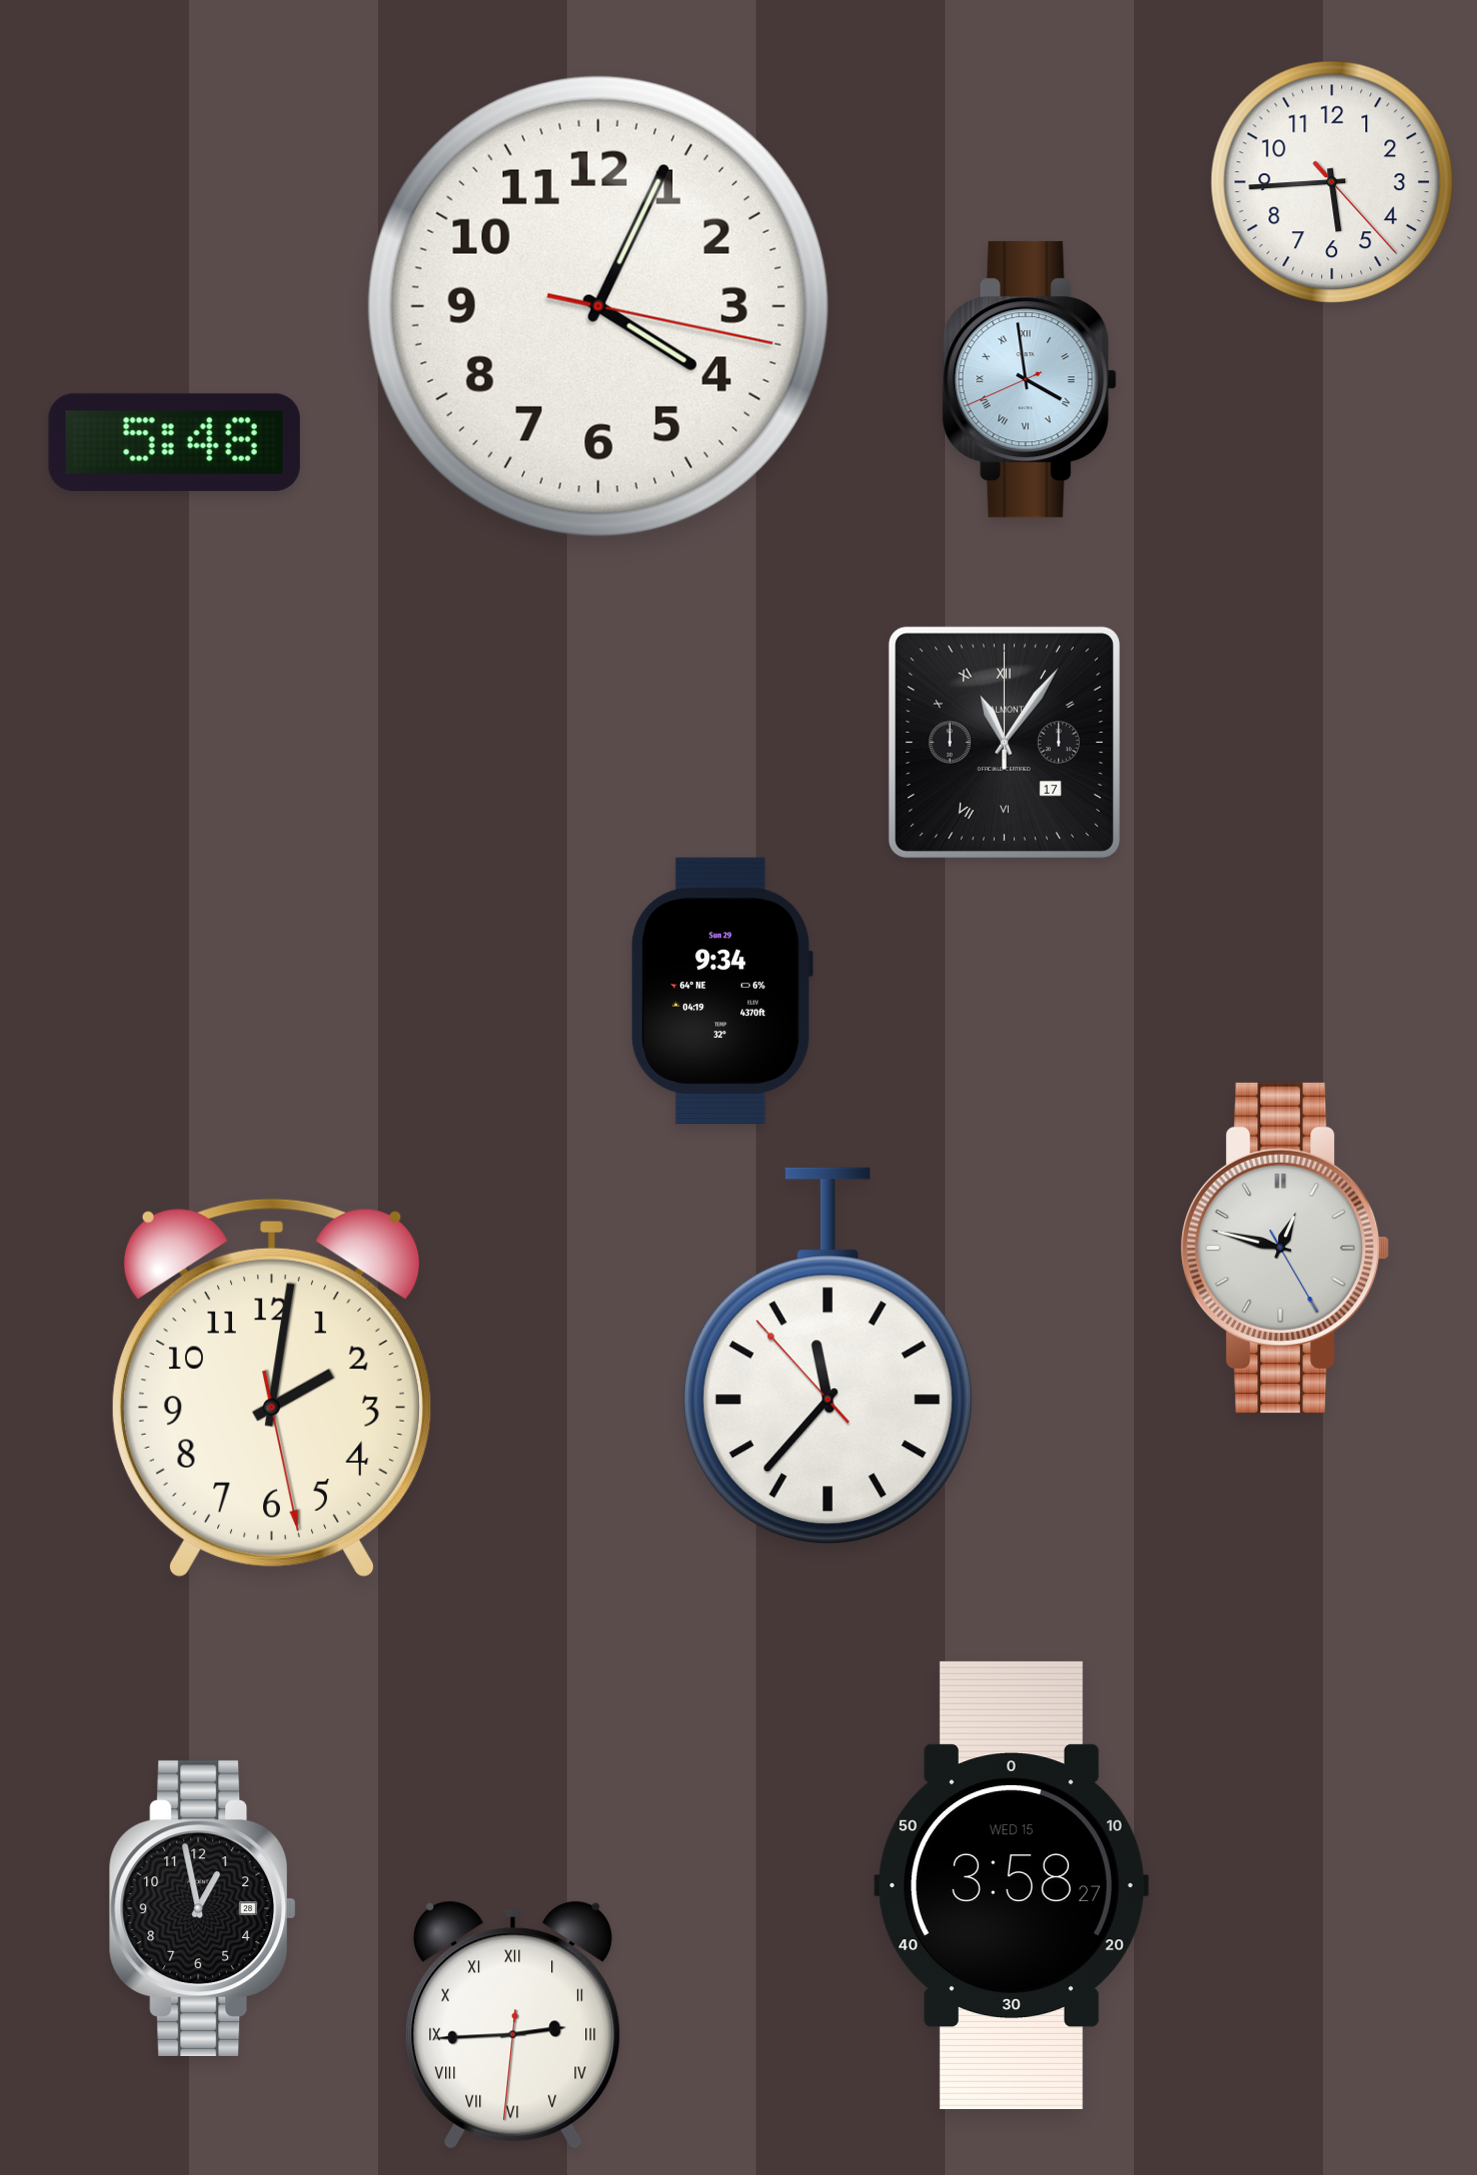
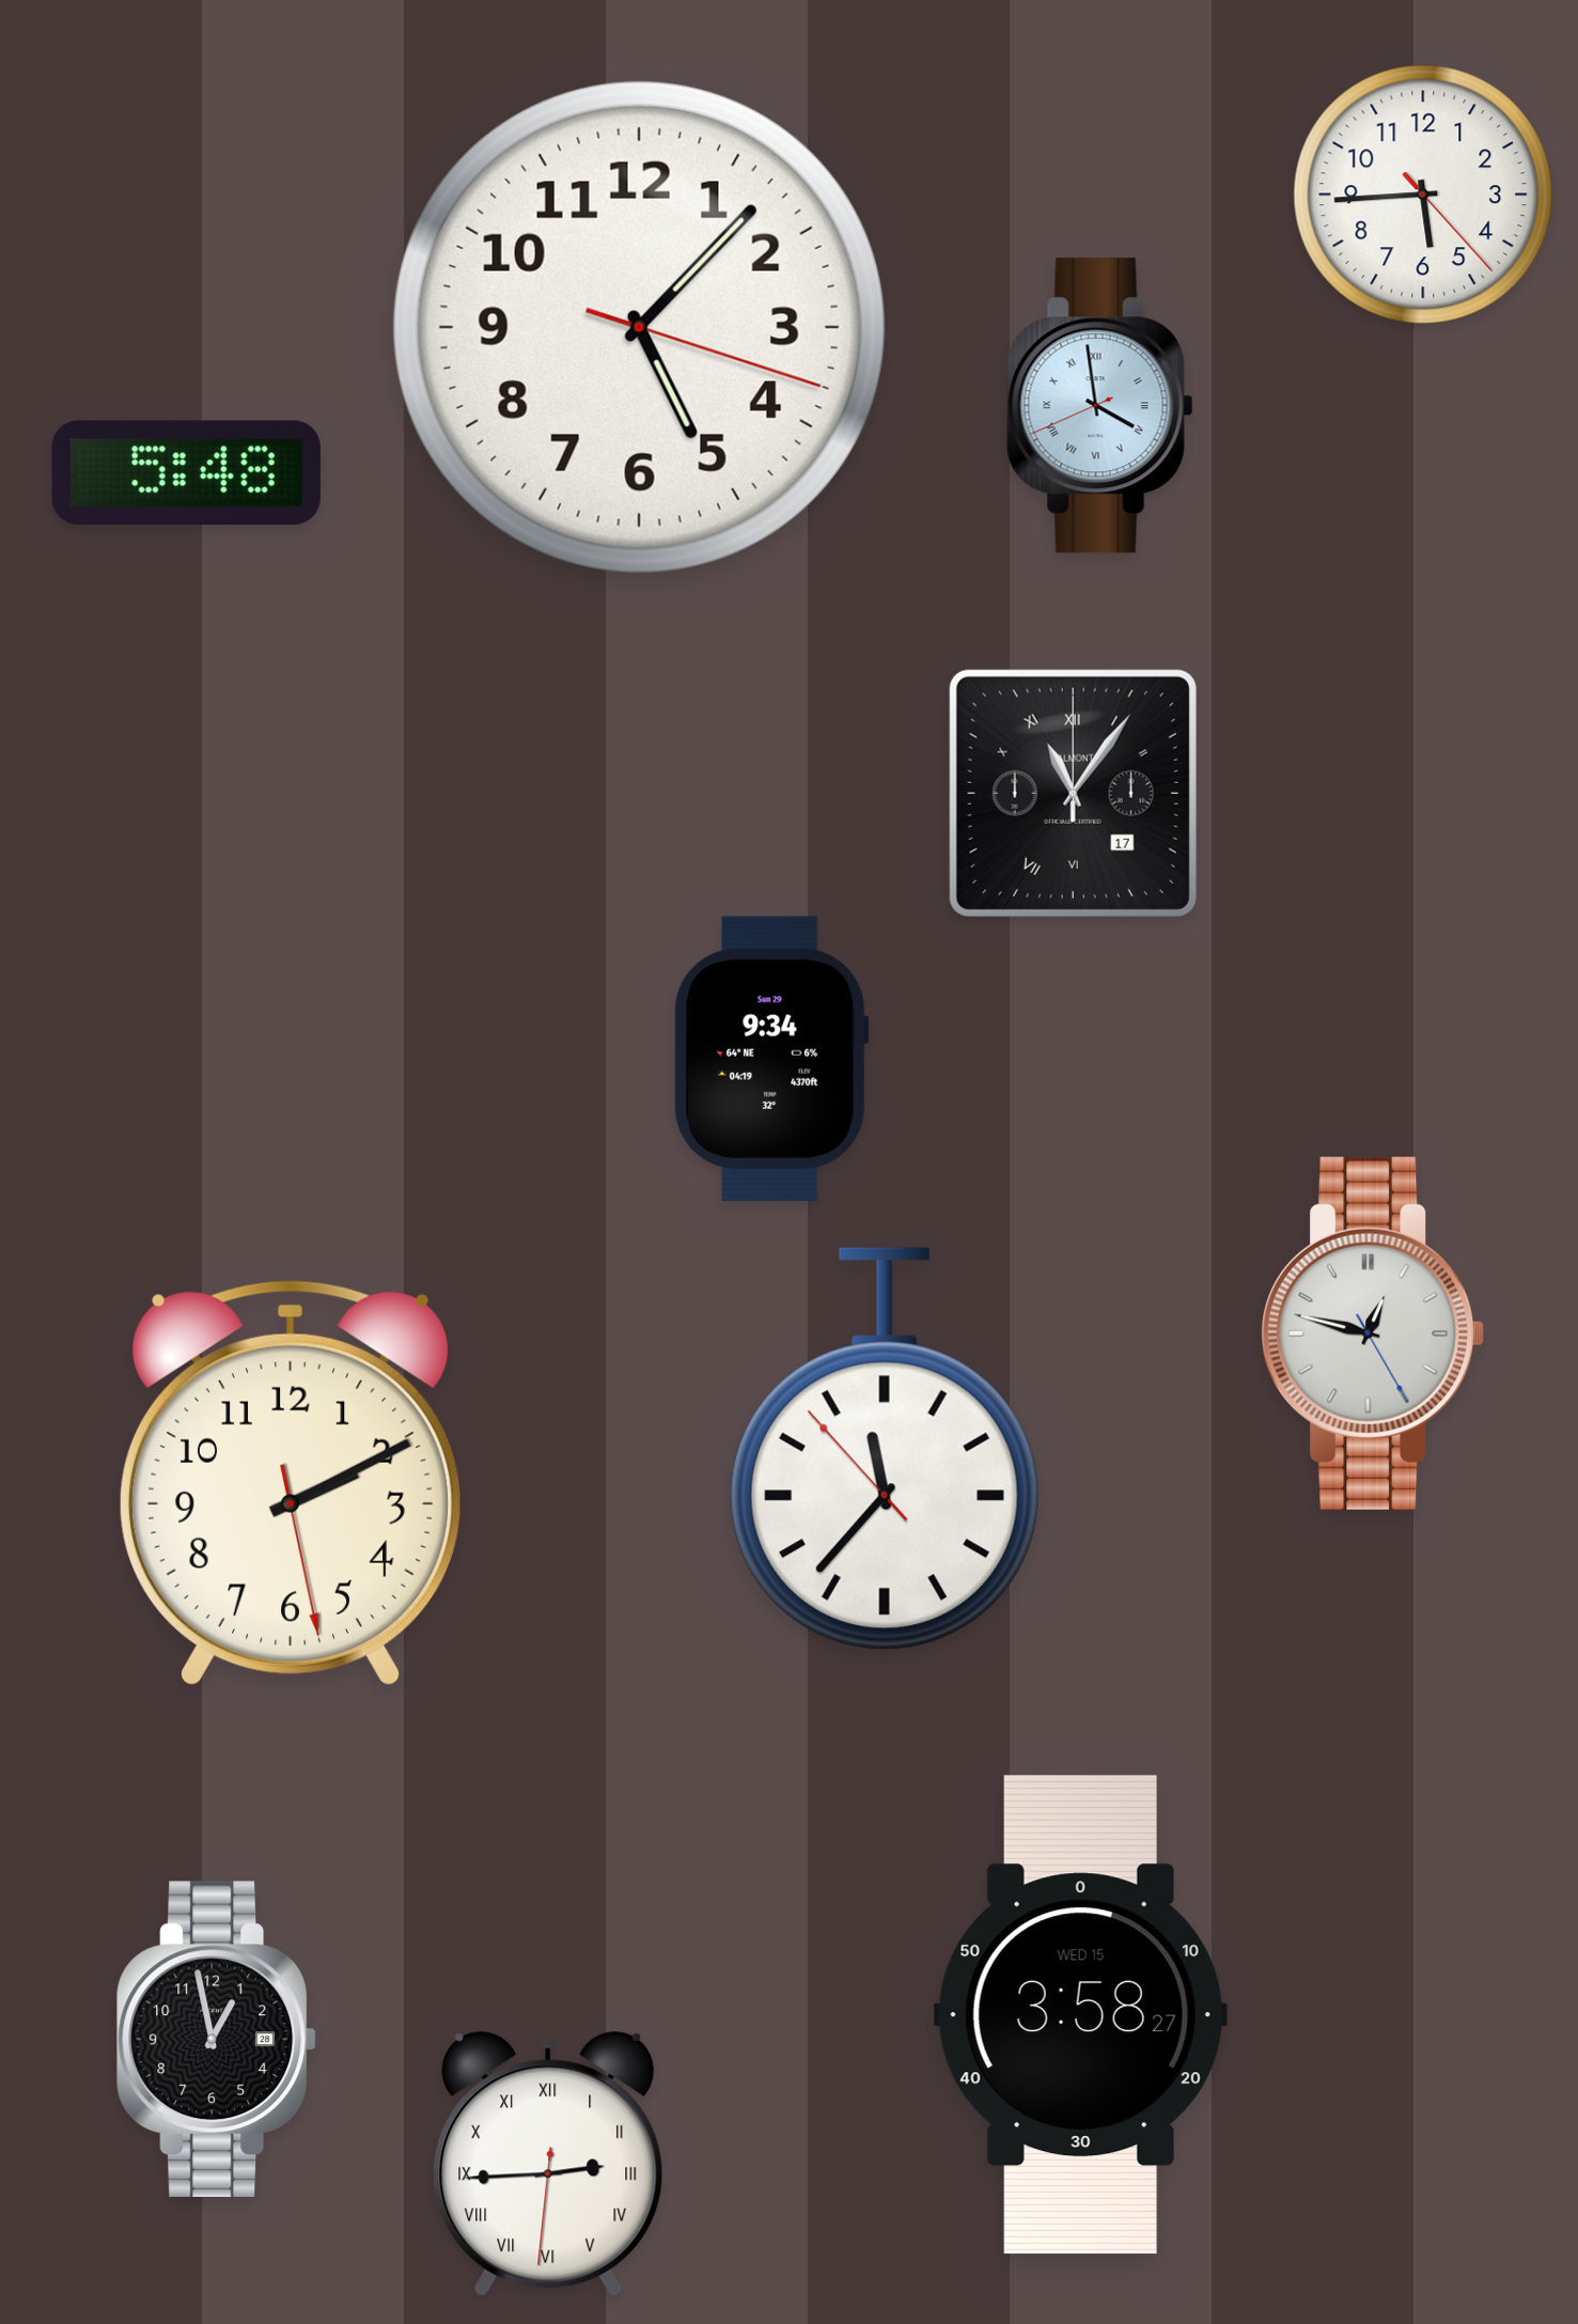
clock at (598, 306): 4:04 -> 5:07
clock at (272, 1388): 2:01 -> 2:10
